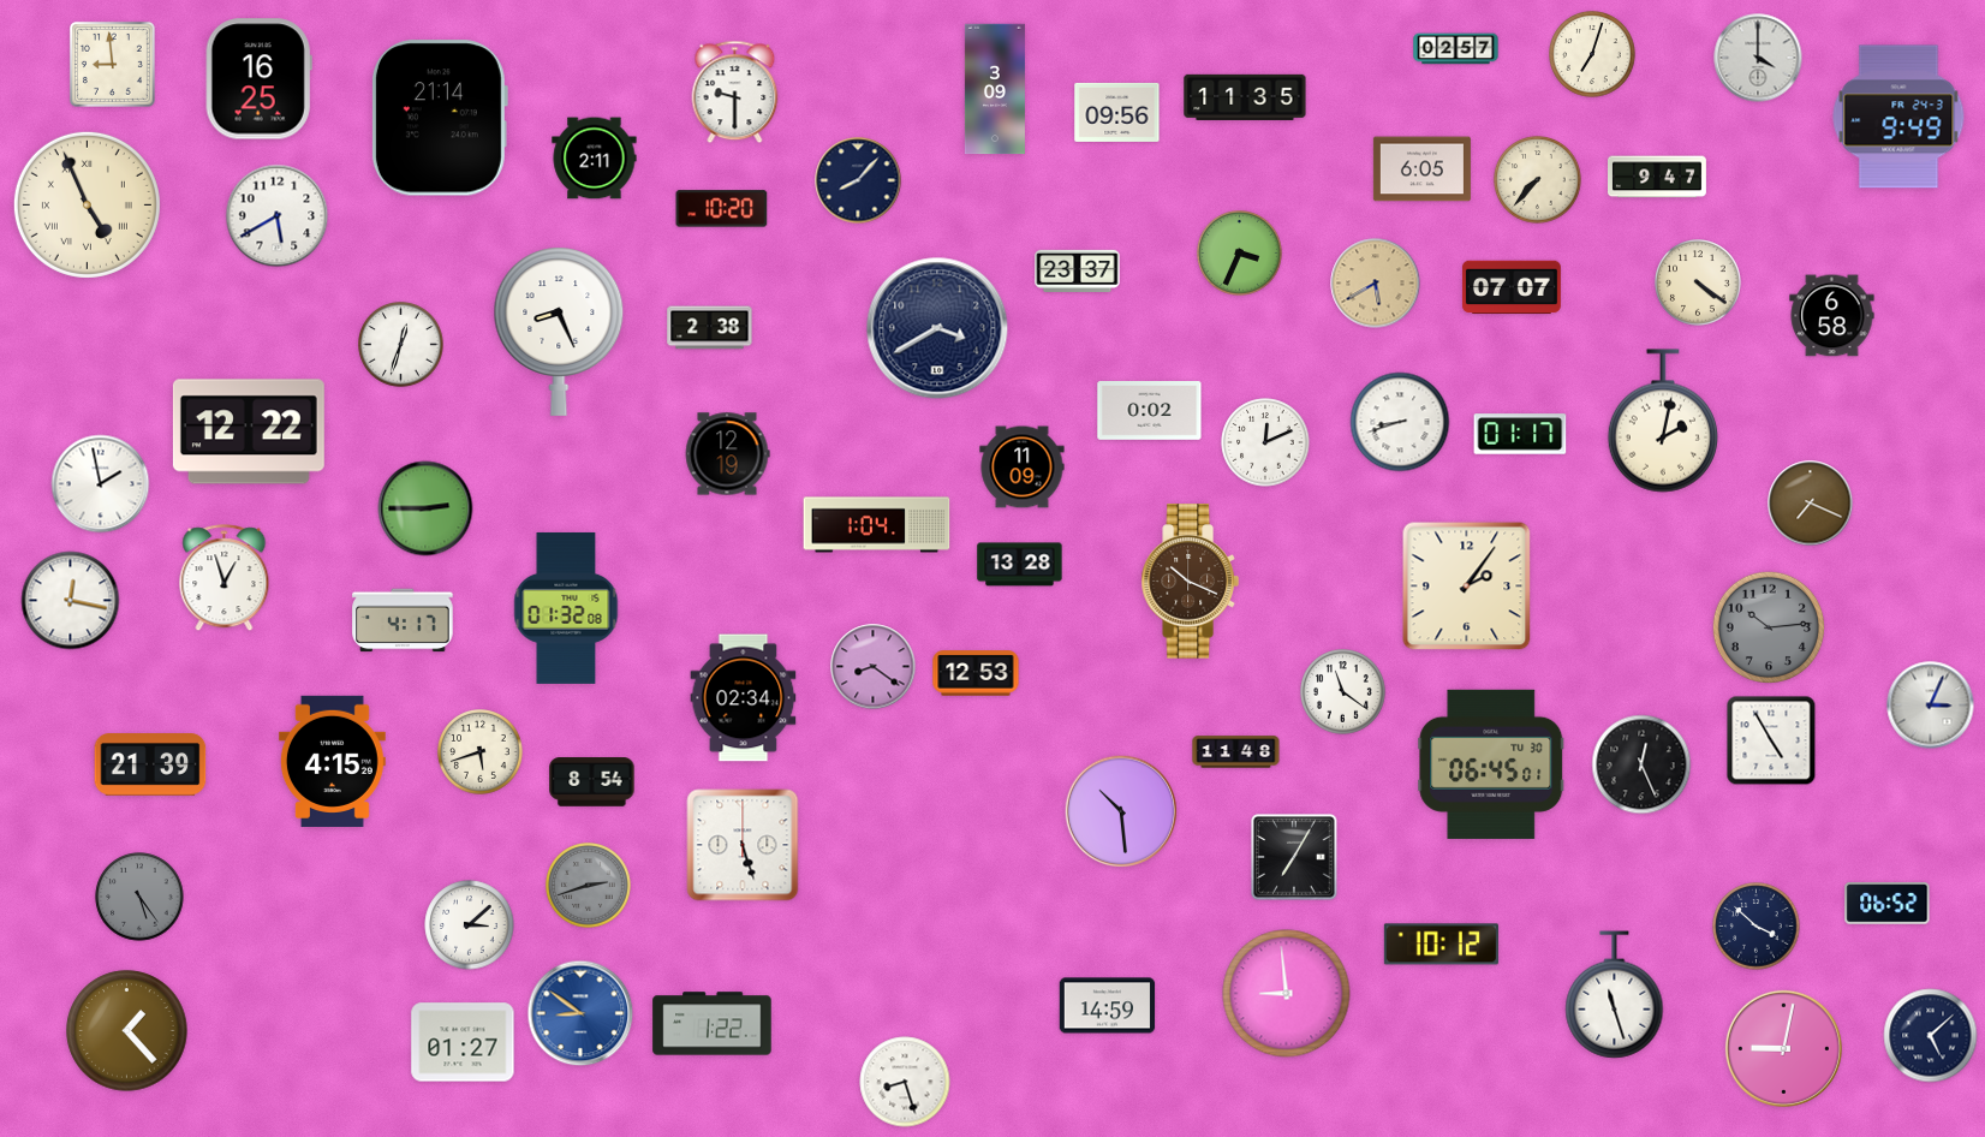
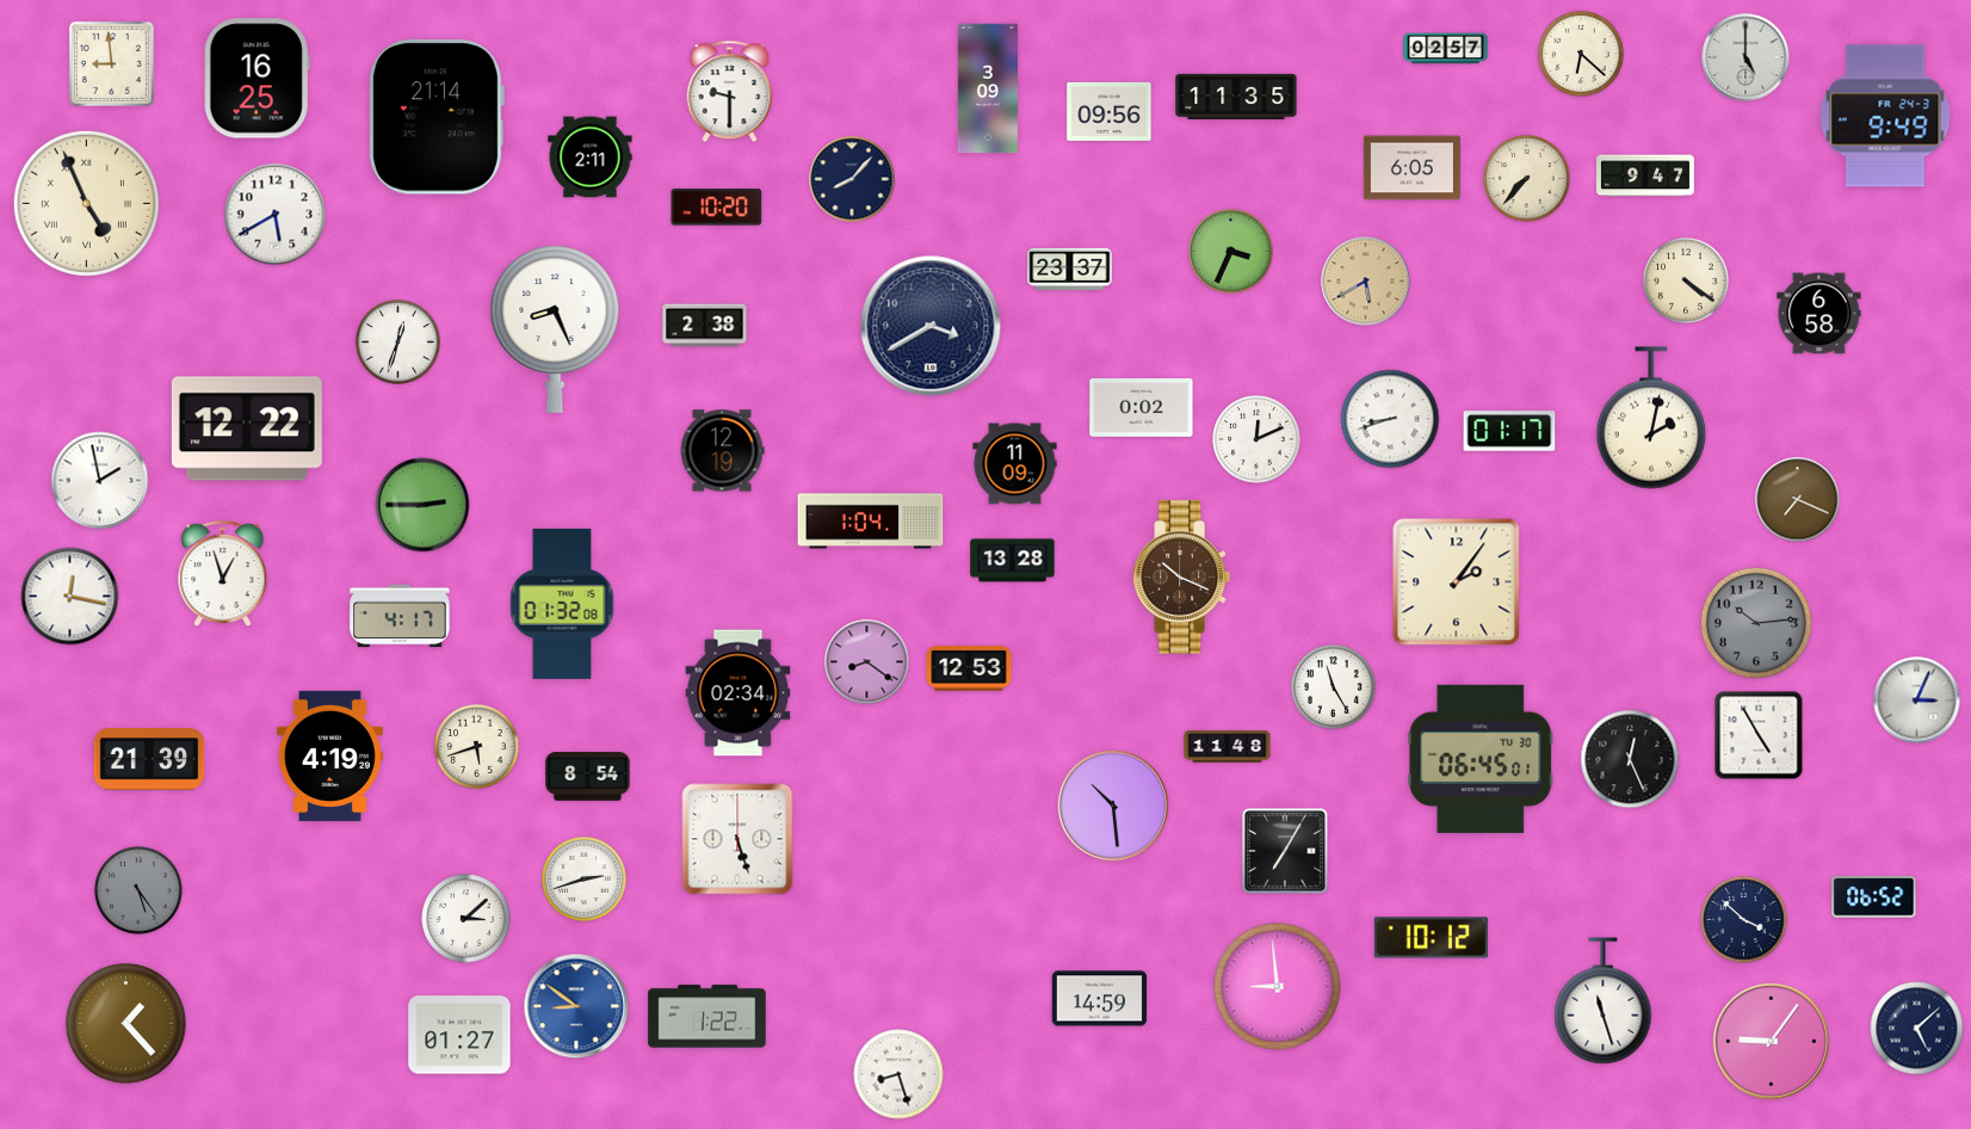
clock at (1592, 54): 7:03 -> 6:22
clock at (1758, 58): 4:00 -> 5:00
clock at (1512, 287): 07:07 -> none
clock at (1343, 692): 11:21 -> 11:25
clock at (332, 761): 4:15 -> 4:19
clock at (589, 886) dial: grey -> white
clock at (1615, 995) position: (1615, 995) -> (1604, 1001)
clock at (1783, 1048): 9:02 -> 9:06
